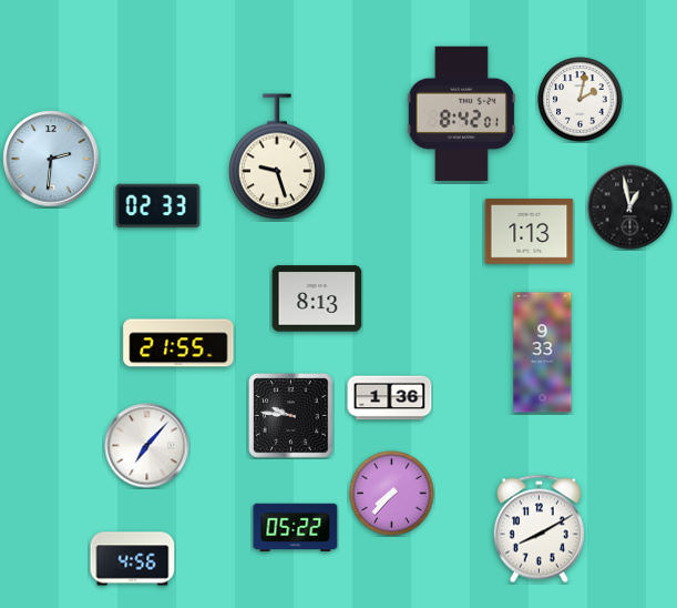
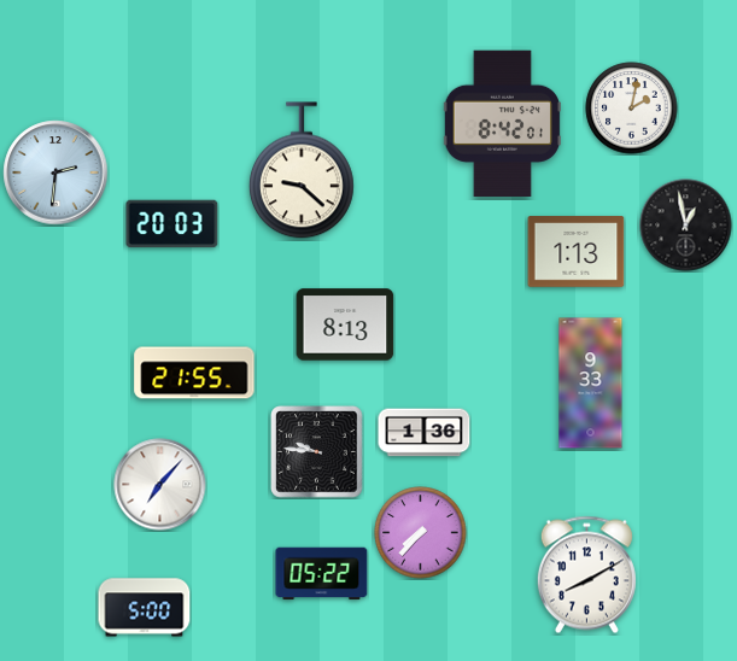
clock at (277, 156): 9:27 -> 9:22
clock at (158, 206): 02:33 -> 20:03
clock at (392, 494) position: (392, 494) -> (421, 533)
clock at (133, 559): 4:56 -> 5:00
